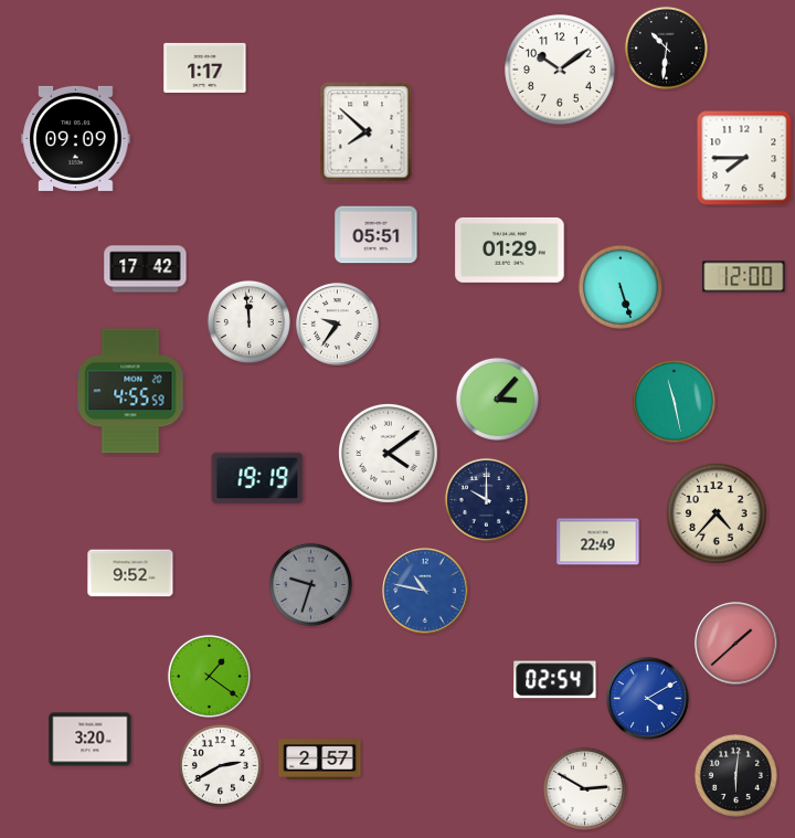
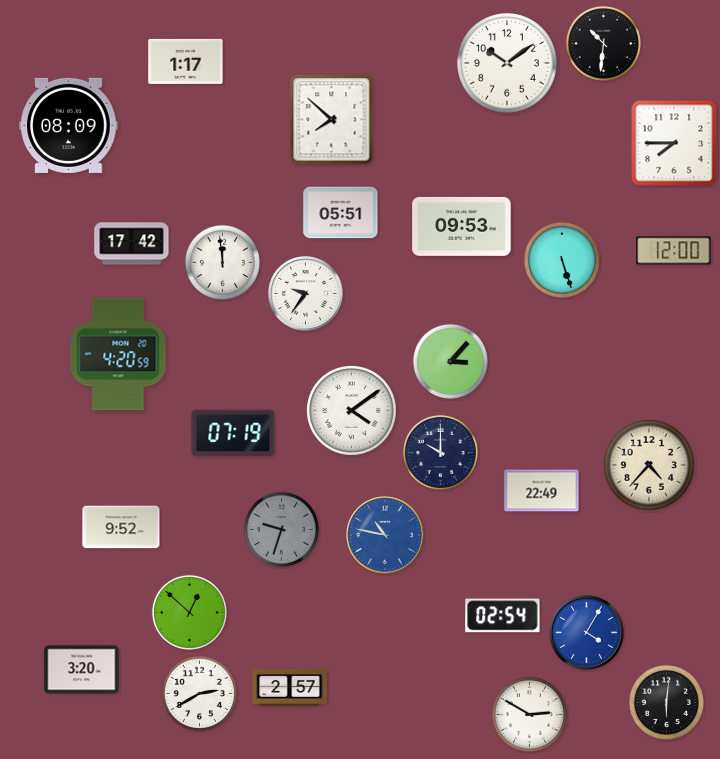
clock at (76, 138): 09:09 -> 08:09
clock at (510, 250): 01:29 -> 09:53
clock at (248, 321) position: (248, 321) -> (222, 262)
clock at (130, 391): 4:55 -> 4:20
clock at (674, 401): 11:28 -> none
clock at (257, 478): 19:19 -> 07:19
clock at (130, 573) position: (130, 573) -> (121, 527)
clock at (736, 644): 1:38 -> none
clock at (209, 676): 1:21 -> 12:52
clock at (648, 699): 4:10 -> 4:05
